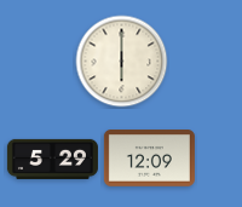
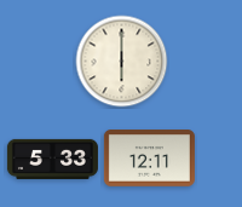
clock at (52, 159): 5:29 -> 5:33
clock at (149, 159): 12:09 -> 12:11
